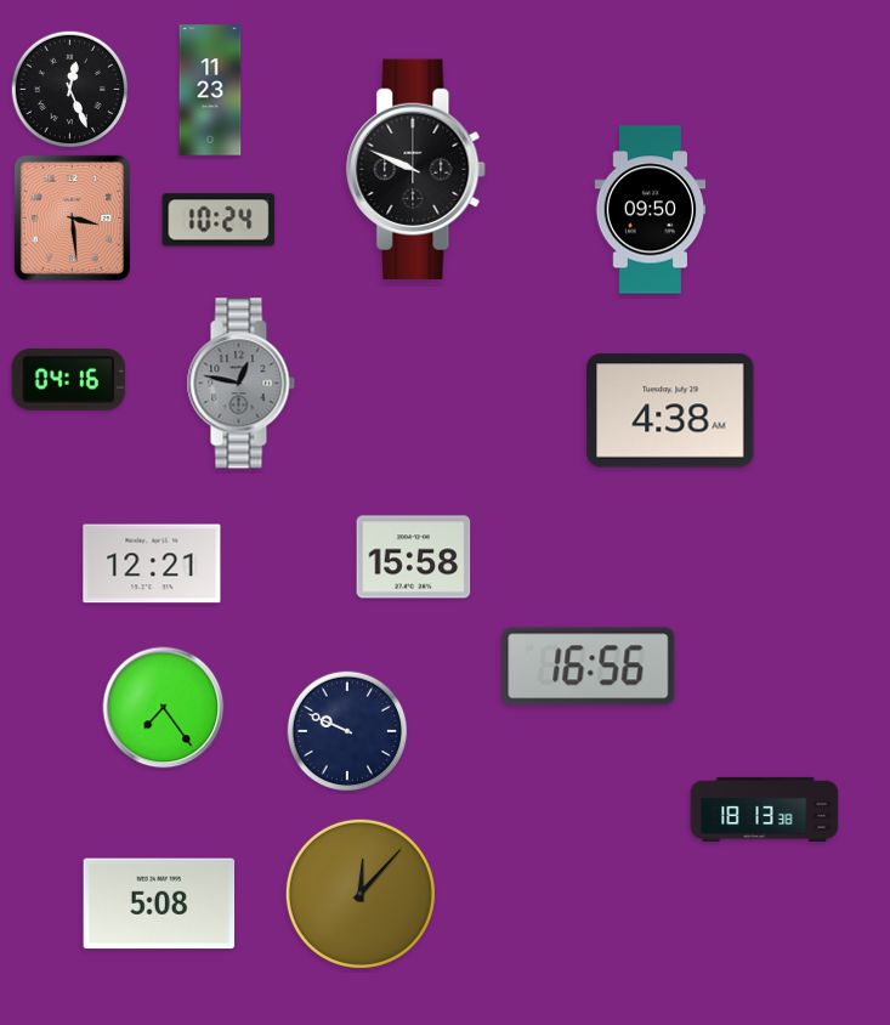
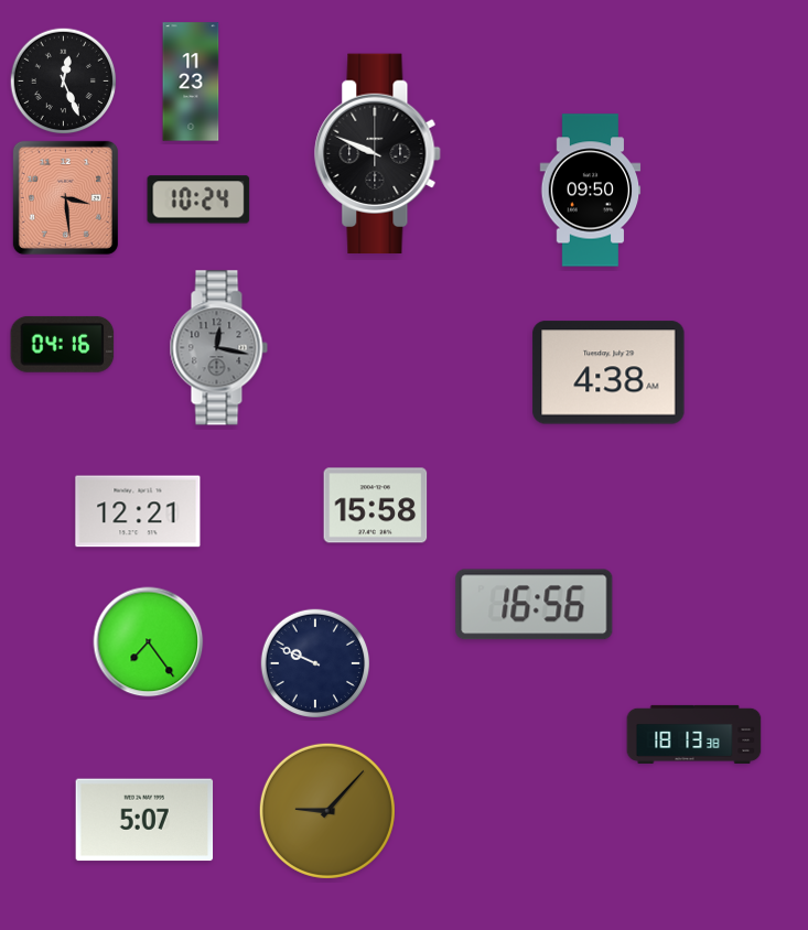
clock at (240, 384): 12:47 -> 12:17
clock at (361, 894): 12:07 -> 9:07
clock at (159, 904): 5:08 -> 5:07
